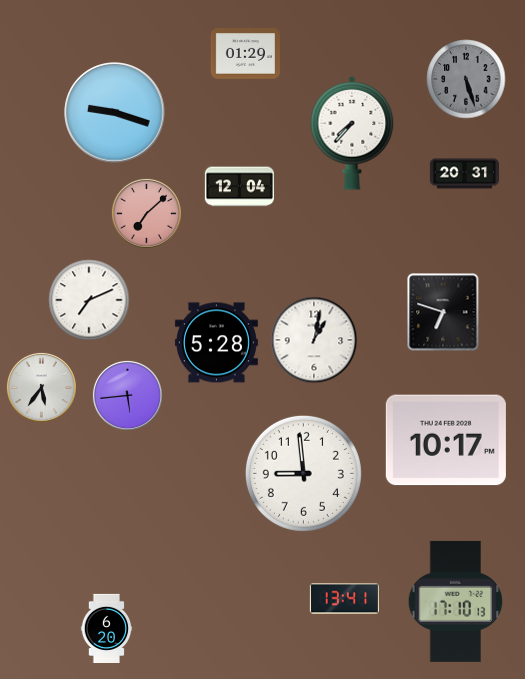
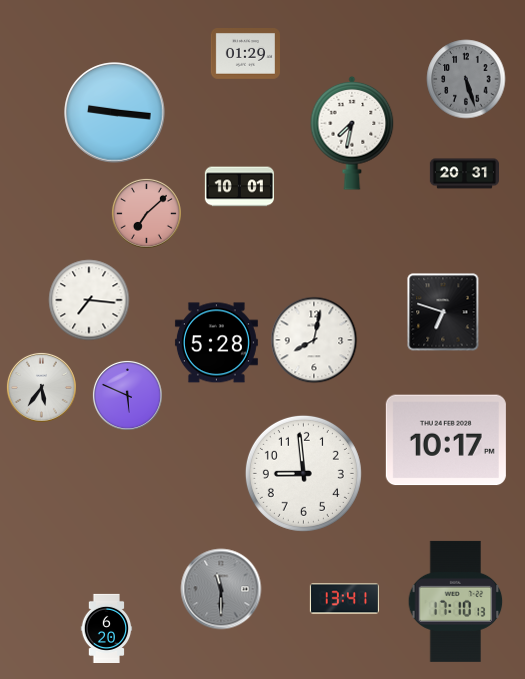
clock at (115, 113): 9:18 -> 9:16
clock at (352, 133): 7:37 -> 7:32
clock at (239, 187): 12:04 -> 10:01
clock at (89, 300): 7:11 -> 7:16
clock at (314, 340): 1:02 -> 8:02
clock at (127, 395): 5:44 -> 5:49
clock at (221, 589): none -> 11:30
